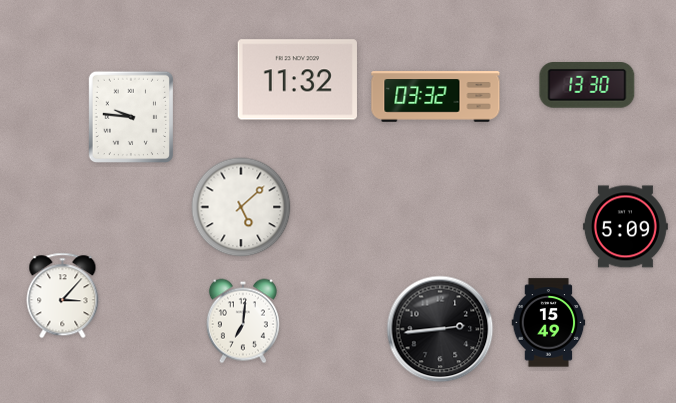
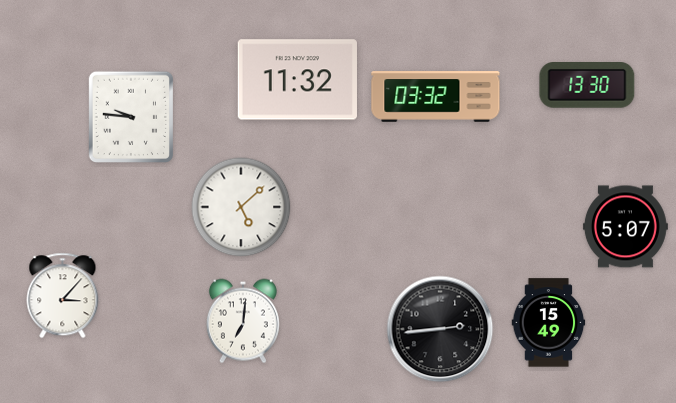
clock at (625, 227): 5:09 -> 5:07
